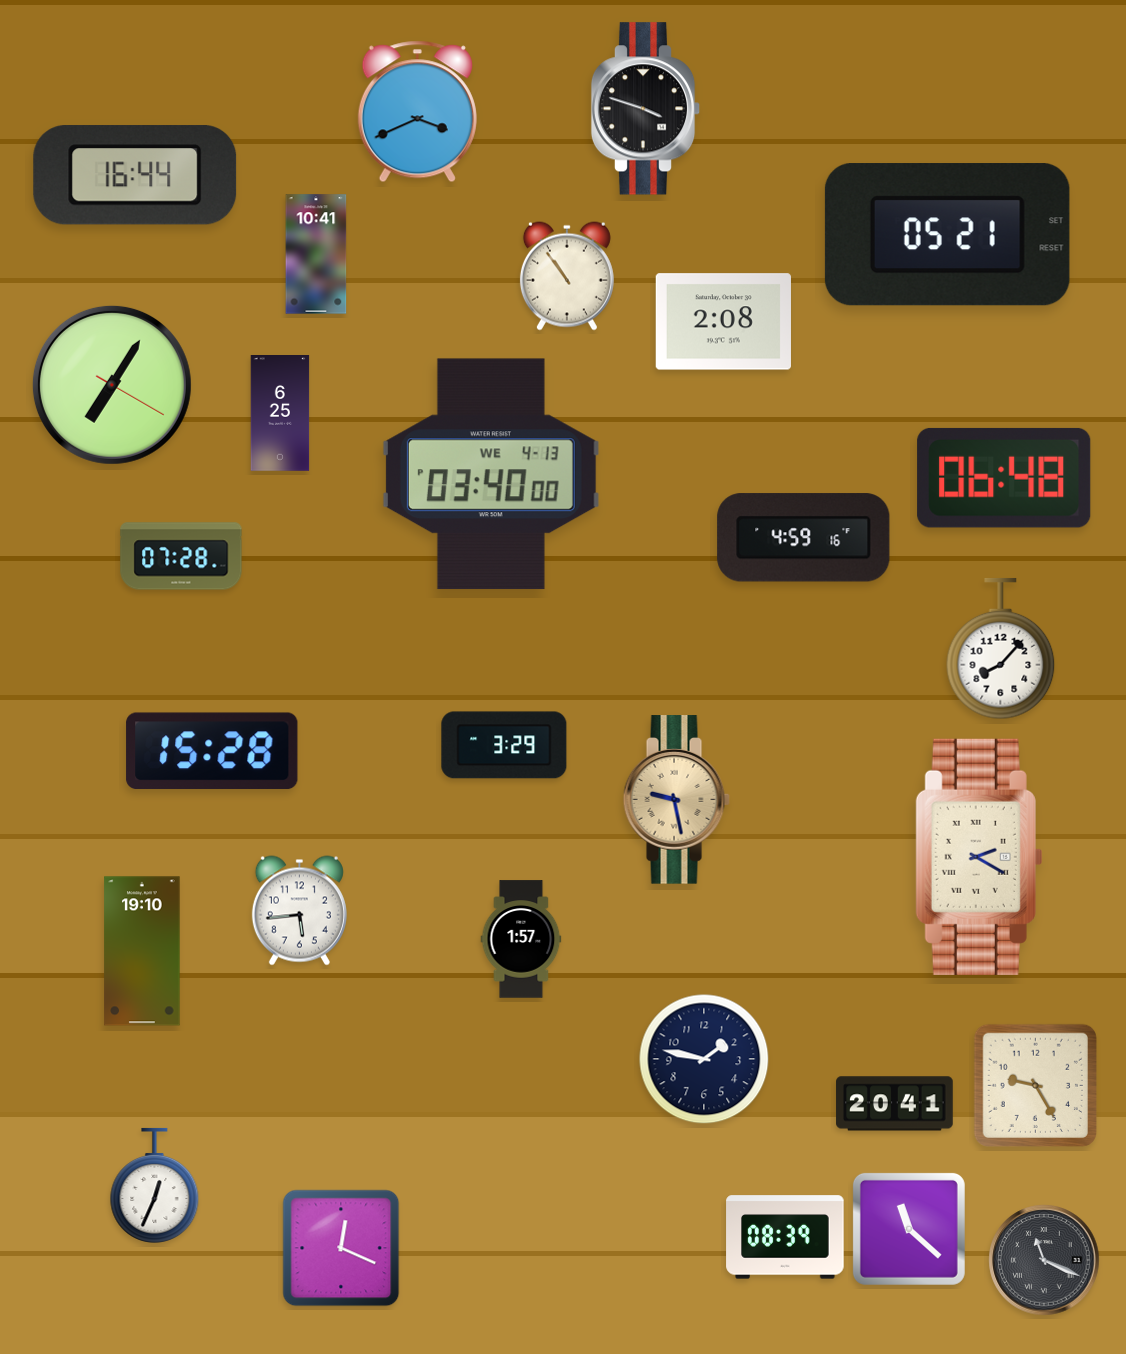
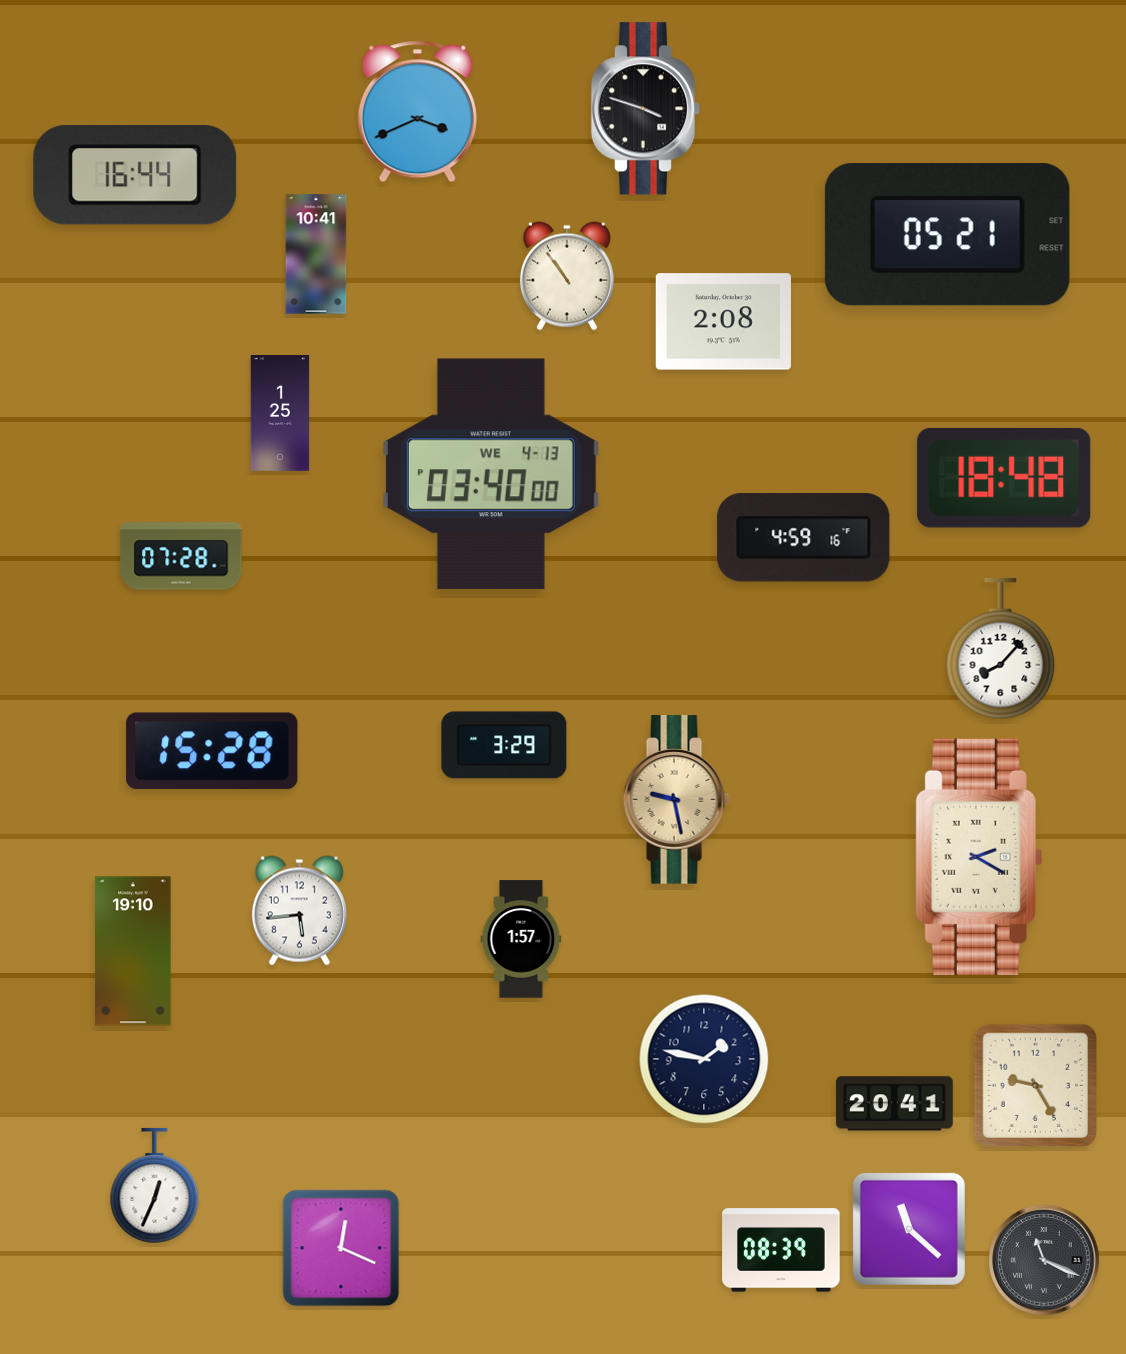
clock at (112, 385): 7:05 -> none
clock at (280, 414): 6:25 -> 1:25
clock at (1004, 478): 06:48 -> 18:48
clock at (142, 951) position: (142, 951) -> (133, 951)
clock at (785, 1237) position: (785, 1237) -> (781, 1250)
